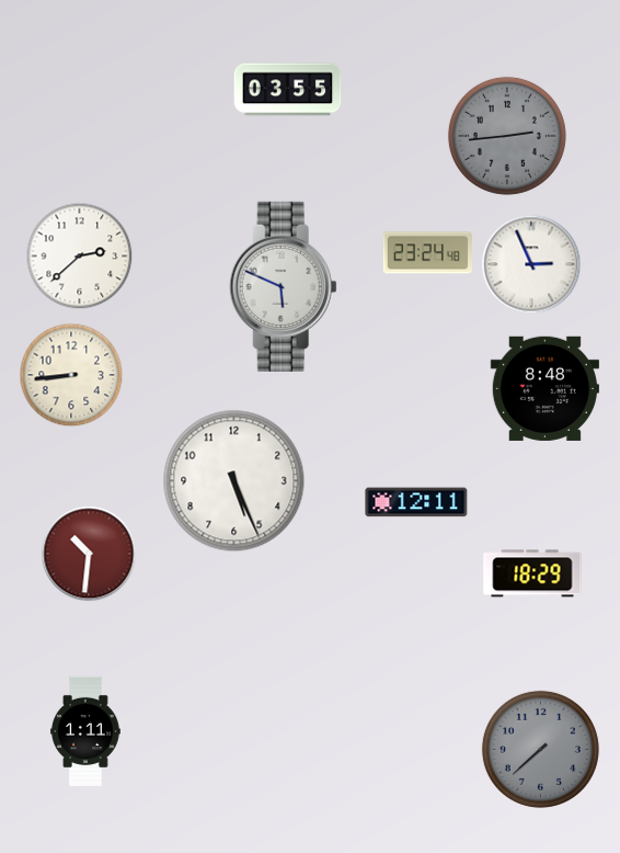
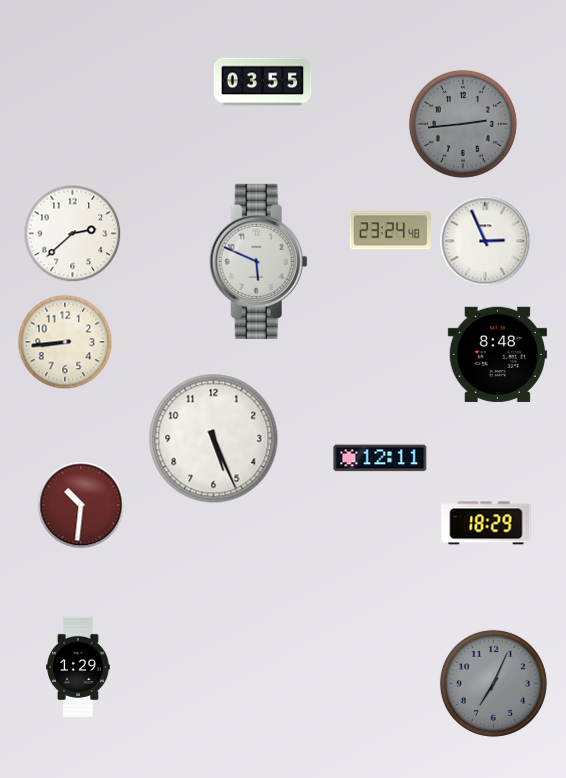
clock at (87, 731): 1:11 -> 1:29
clock at (540, 749): 7:38 -> 7:04
